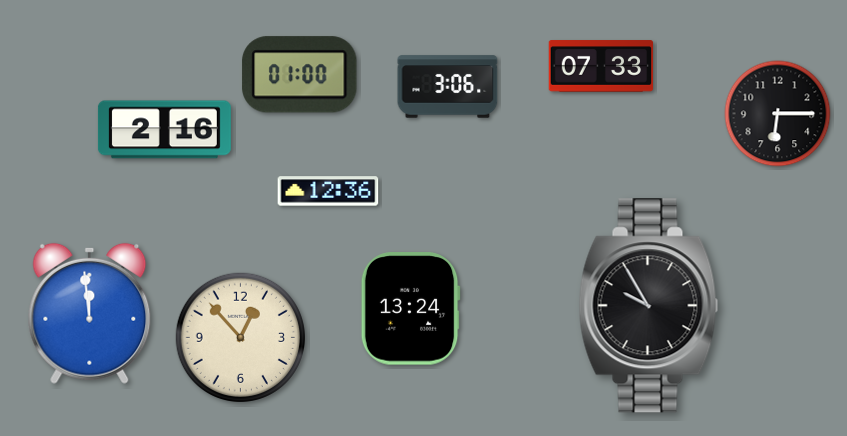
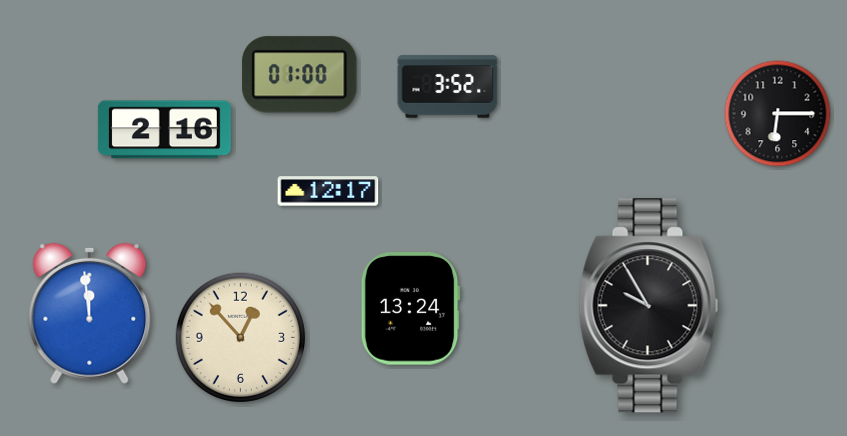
clock at (601, 66): 07:33 -> none
clock at (448, 87): 3:06 -> 3:52
clock at (328, 191): 12:36 -> 12:17
